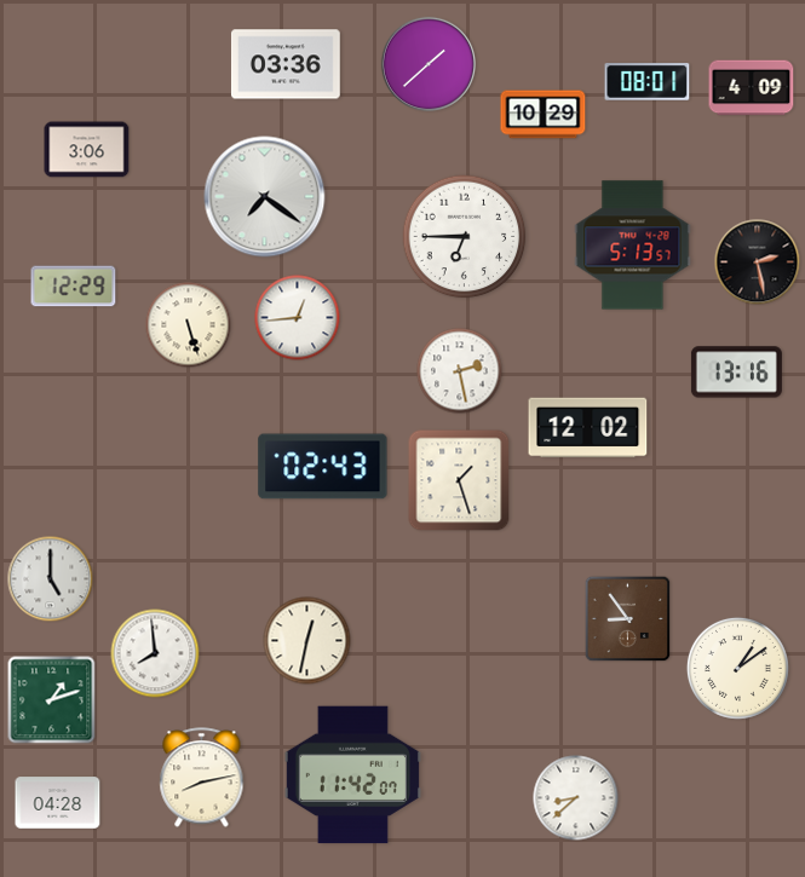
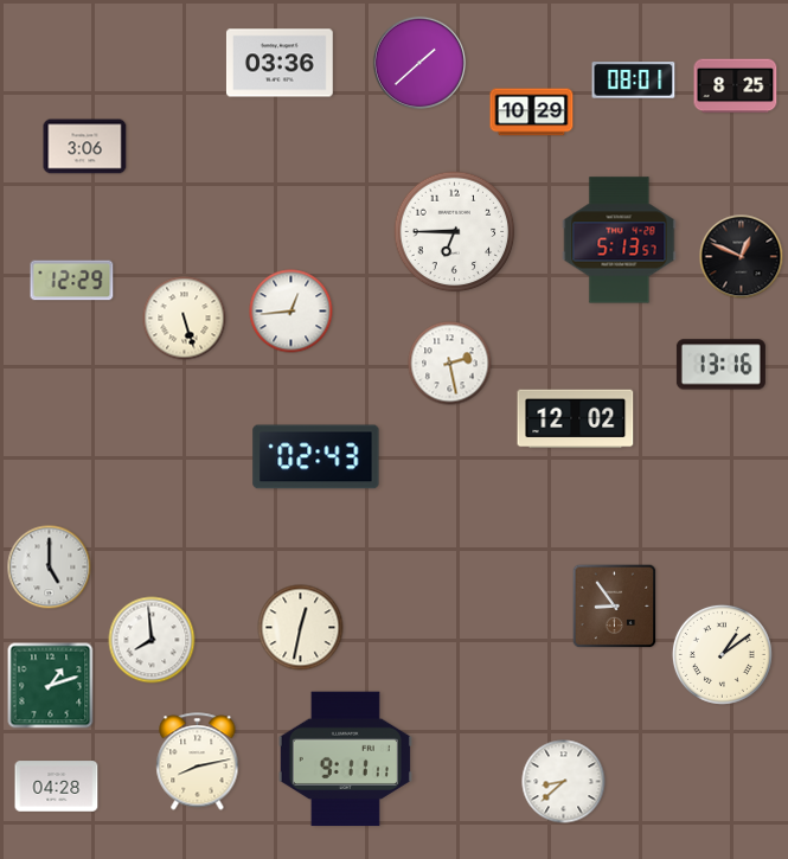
clock at (752, 88): 4:09 -> 8:25
clock at (265, 197): 7:21 -> none
clock at (758, 262): 2:28 -> 12:49
clock at (459, 480): 1:27 -> none
clock at (352, 775): 11:42 -> 9:11
